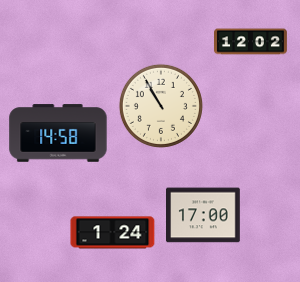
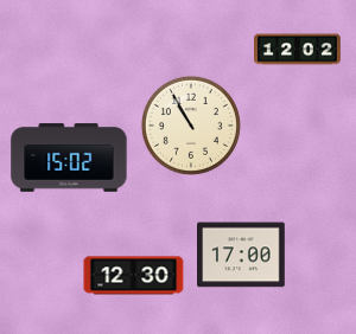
clock at (58, 133): 14:58 -> 15:02
clock at (113, 233): 1:24 -> 12:30
